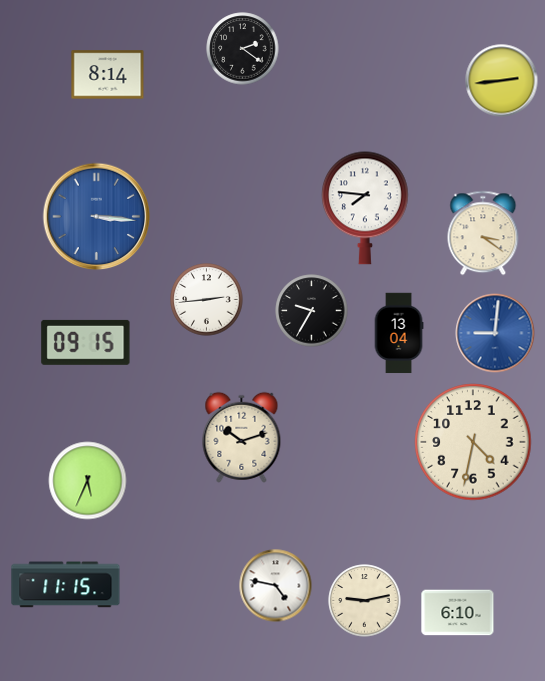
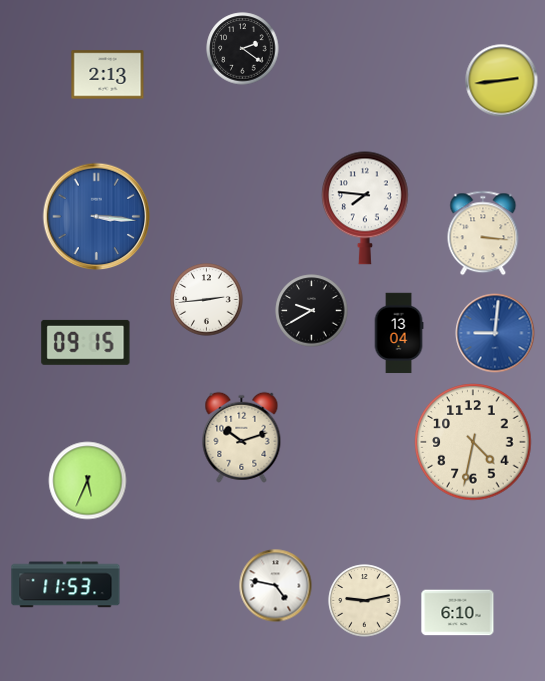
clock at (108, 75): 8:14 -> 2:13
clock at (483, 233): 3:21 -> 3:16
clock at (312, 311): 9:35 -> 9:40
clock at (66, 585): 11:15 -> 11:53
